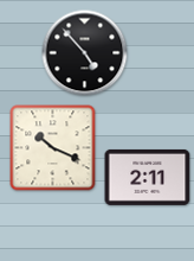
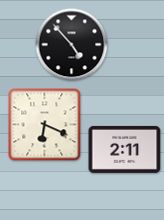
clock at (53, 148): 10:19 -> 6:19
